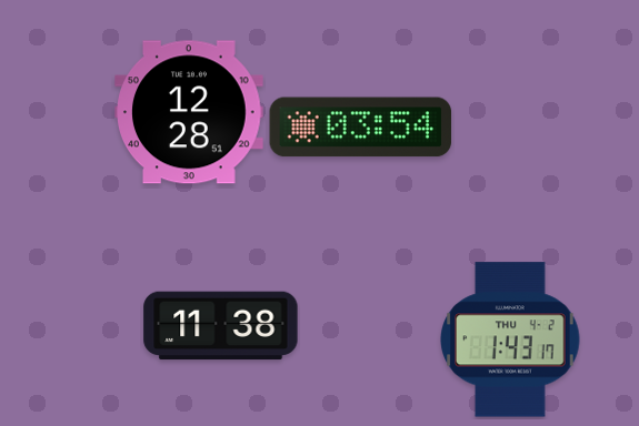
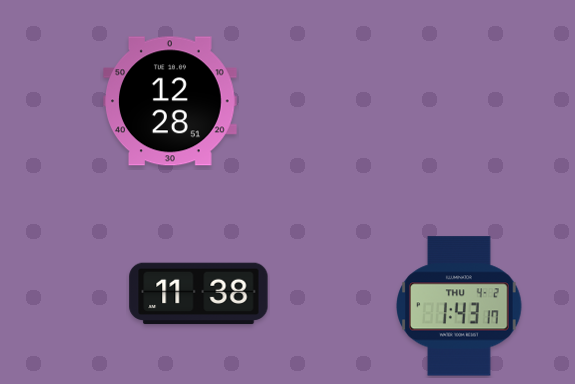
clock at (361, 128): 03:54 -> none
